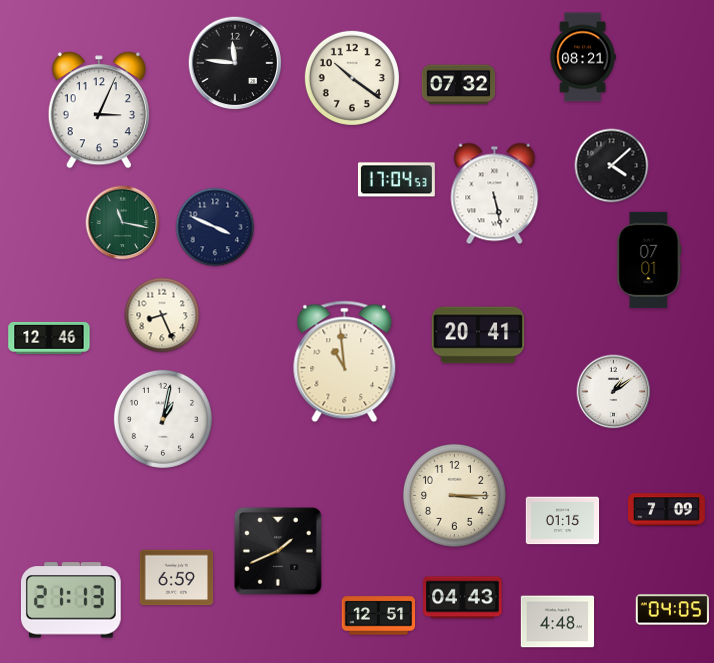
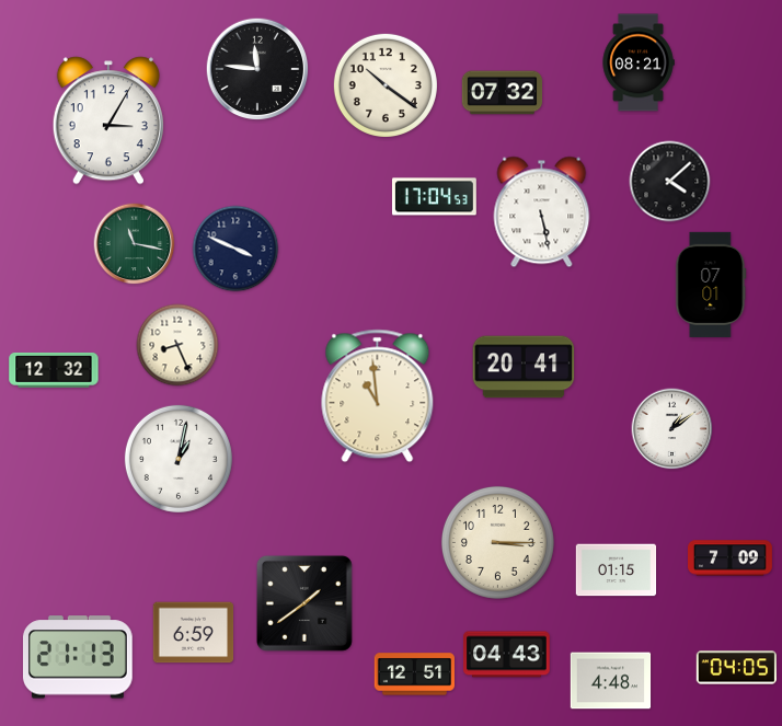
clock at (99, 110): 3:04 -> 3:05
clock at (49, 338): 12:46 -> 12:32
clock at (278, 551): 1:41 -> 1:39
